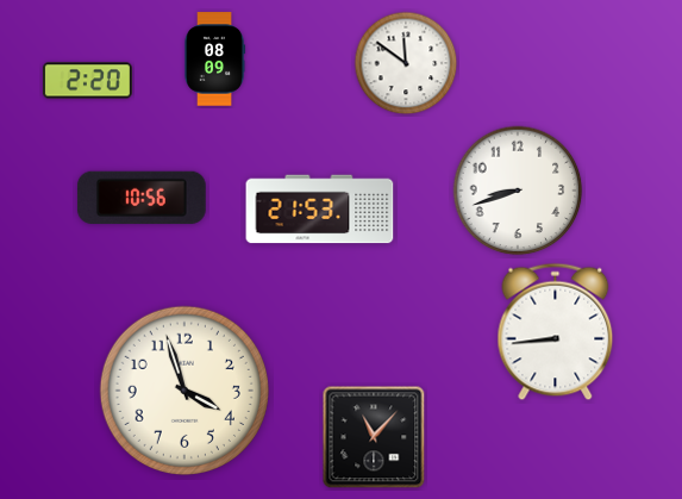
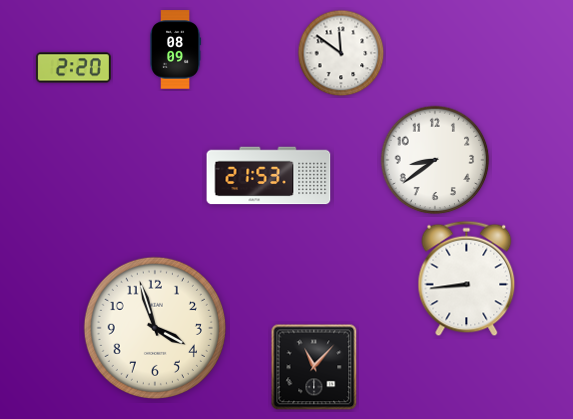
clock at (215, 60) position: (215, 60) -> (176, 50)
clock at (518, 191): 8:42 -> 8:39
clock at (142, 198): 10:56 -> none
